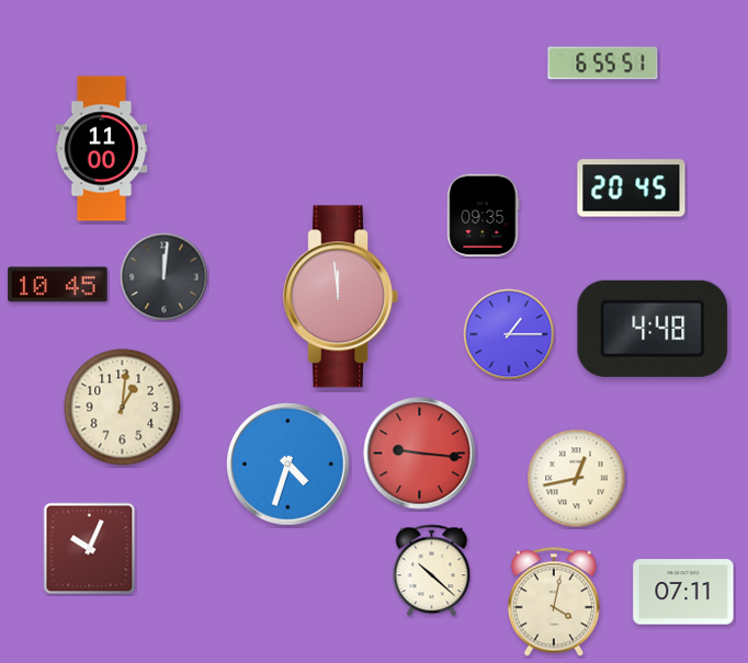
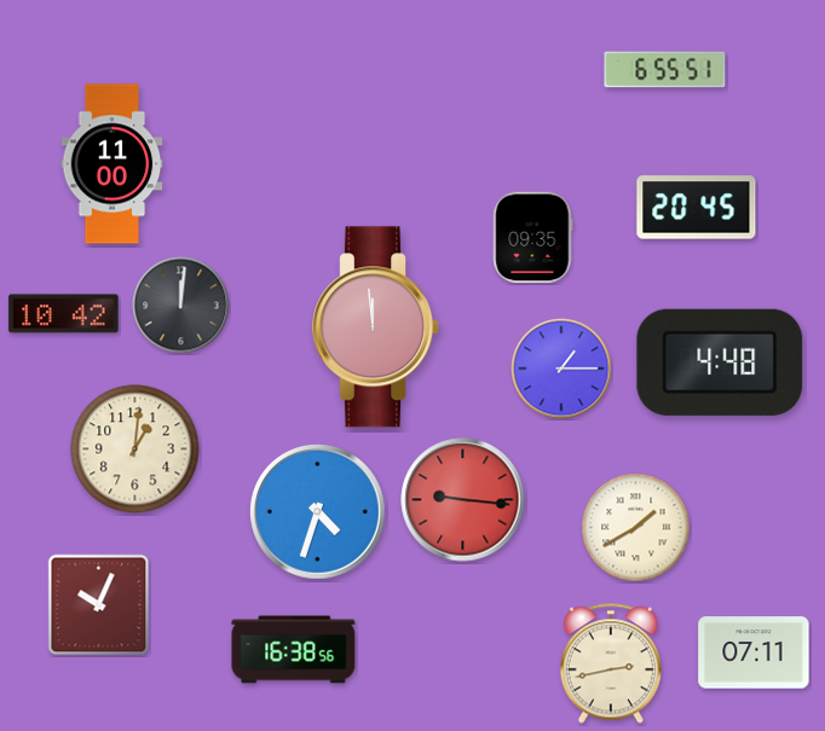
clock at (58, 285): 10:45 -> 10:42
clock at (577, 479): 12:43 -> 1:40
clock at (432, 571): 10:22 -> none
clock at (294, 650): none -> 16:38
clock at (554, 602): 4:02 -> 2:43
